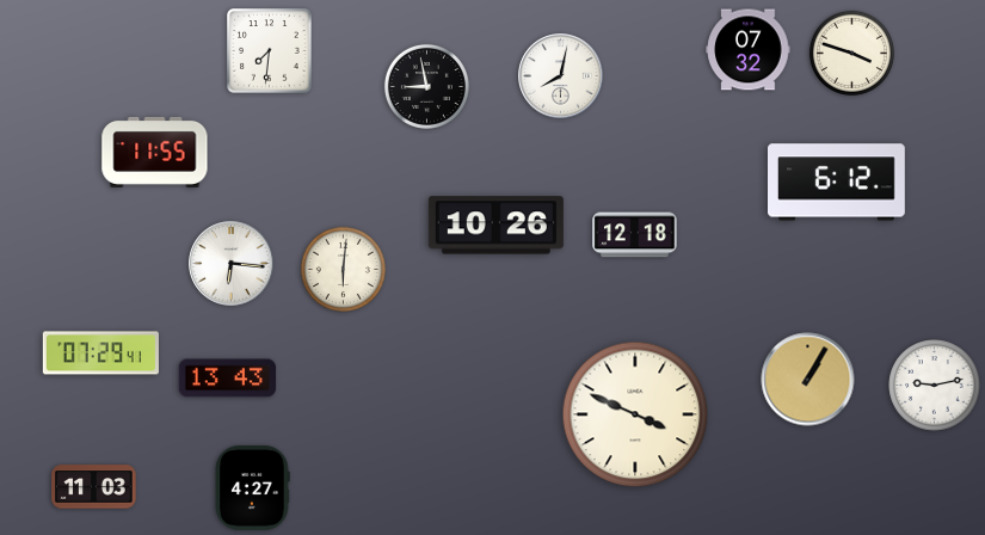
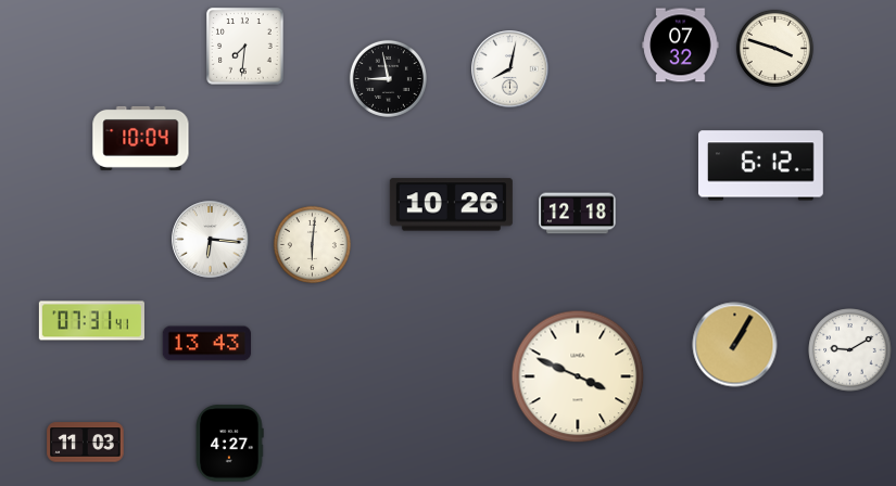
clock at (155, 152): 11:55 -> 10:04
clock at (100, 353): 07:29 -> 07:31
clock at (935, 386): 9:13 -> 9:10
